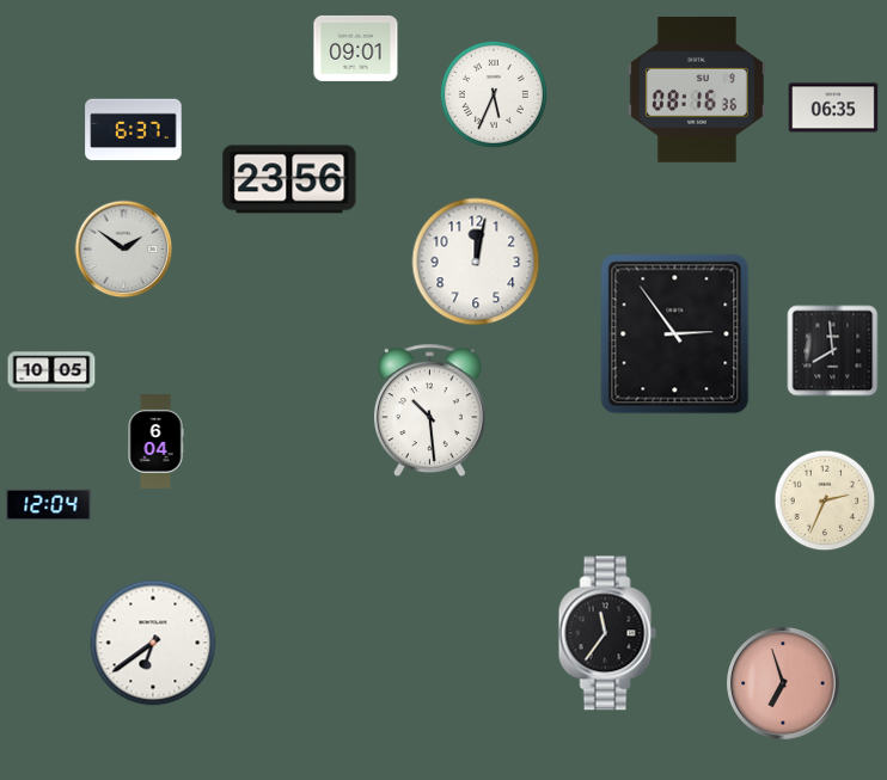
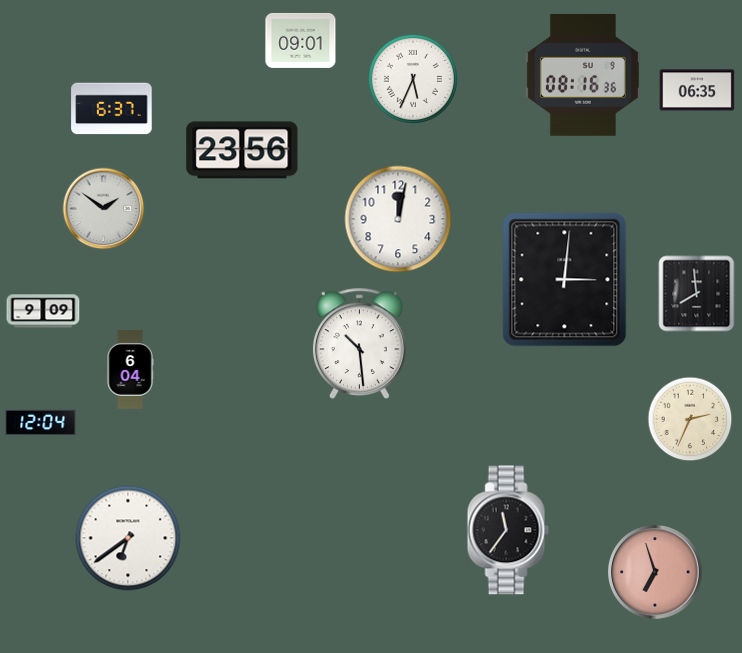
clock at (356, 48) position: (356, 48) -> (301, 40)
clock at (675, 334): 2:54 -> 3:01
clock at (51, 371): 10:05 -> 9:09
